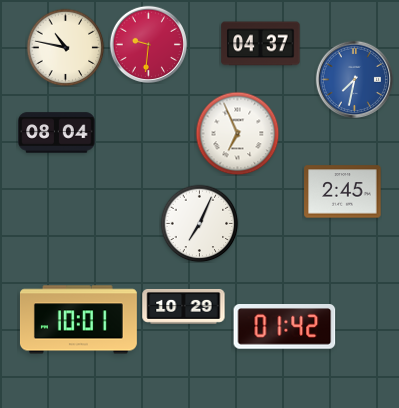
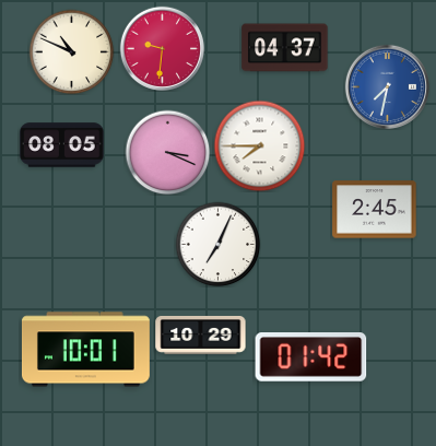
clock at (65, 47): 10:47 -> 10:49
clock at (57, 133): 08:04 -> 08:05
clock at (237, 133): 6:56 -> 7:45
clock at (167, 152): none -> 3:19
